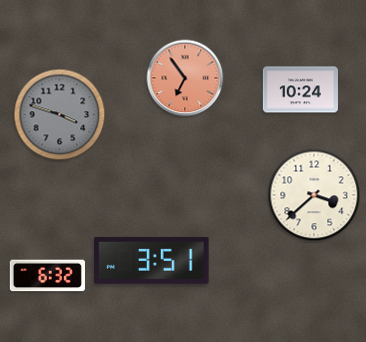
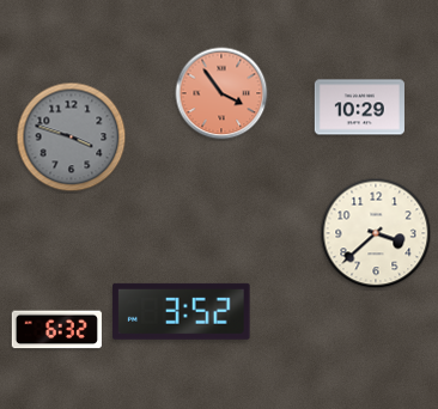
clock at (185, 78): 6:54 -> 3:54
clock at (300, 90): 10:24 -> 10:29
clock at (152, 260): 3:51 -> 3:52
